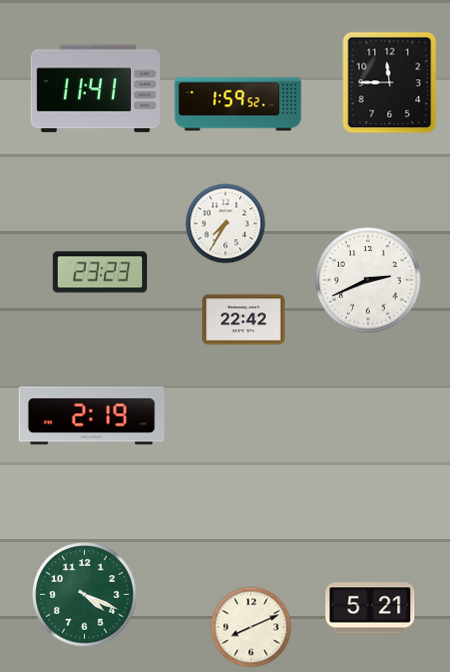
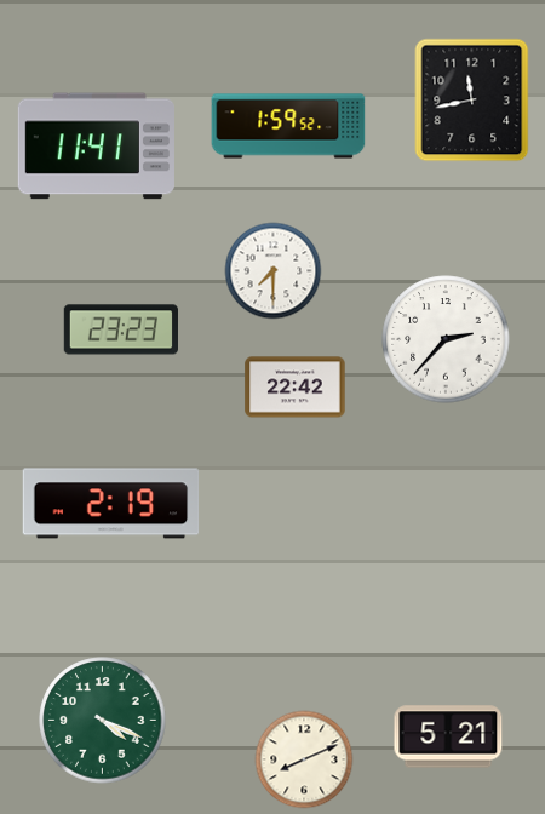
clock at (390, 83): 11:45 -> 11:43
clock at (95, 89) position: (95, 89) -> (96, 147)
clock at (226, 224): 7:35 -> 7:30
clock at (368, 280): 2:41 -> 2:37
